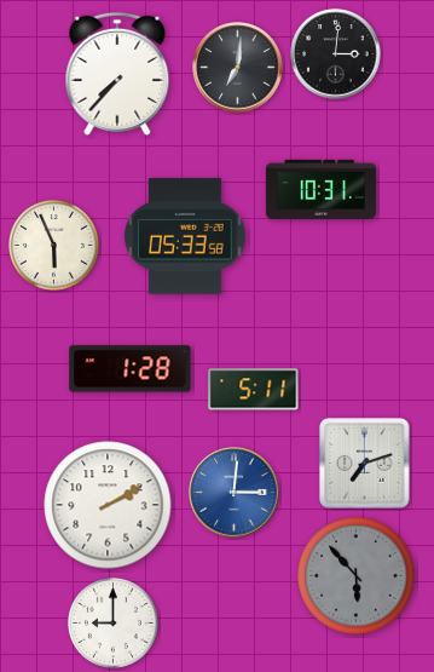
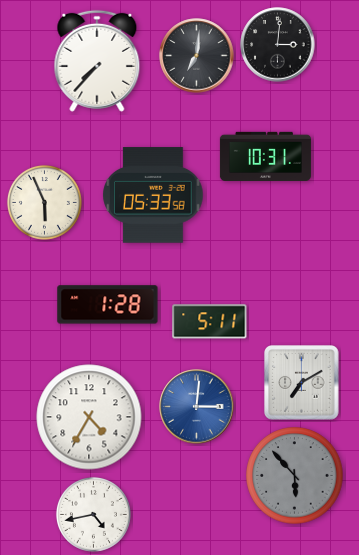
clock at (365, 464): 7:12 -> 7:10
clock at (235, 493) position: (235, 493) -> (197, 407)
clock at (108, 505): 2:10 -> 4:35
clock at (112, 622): 9:00 -> 4:43
